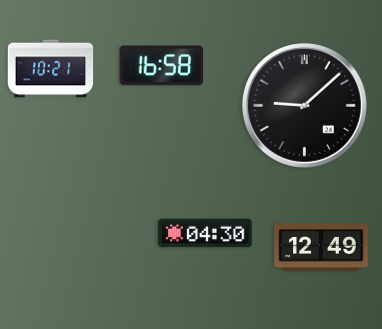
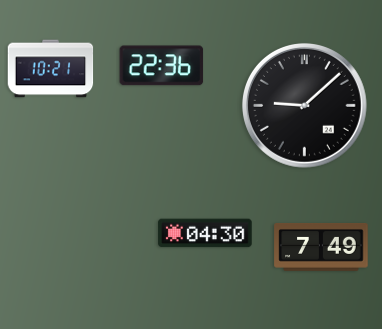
clock at (162, 66): 16:58 -> 22:36
clock at (321, 248): 12:49 -> 7:49
